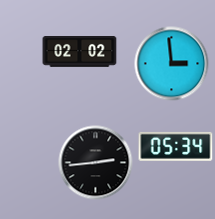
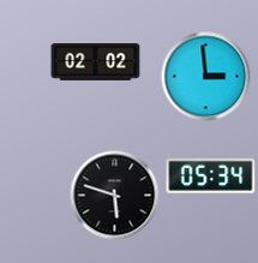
clock at (96, 163): 2:44 -> 5:48
